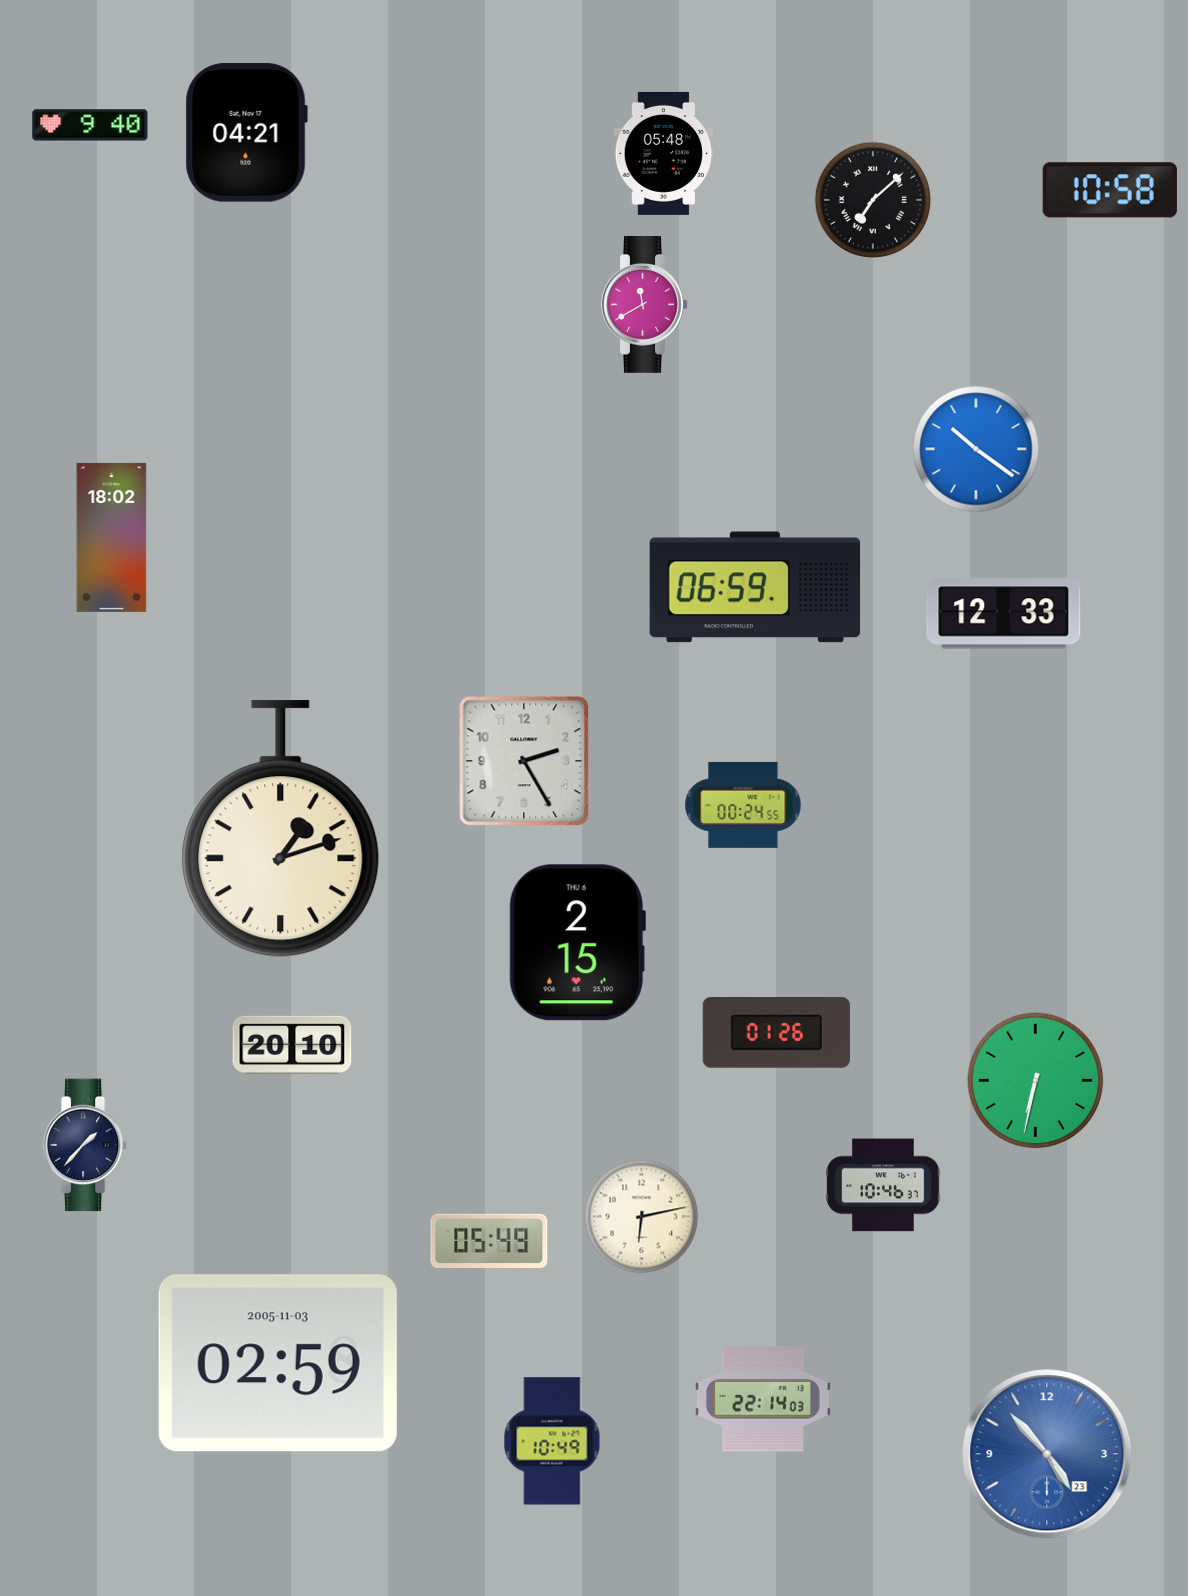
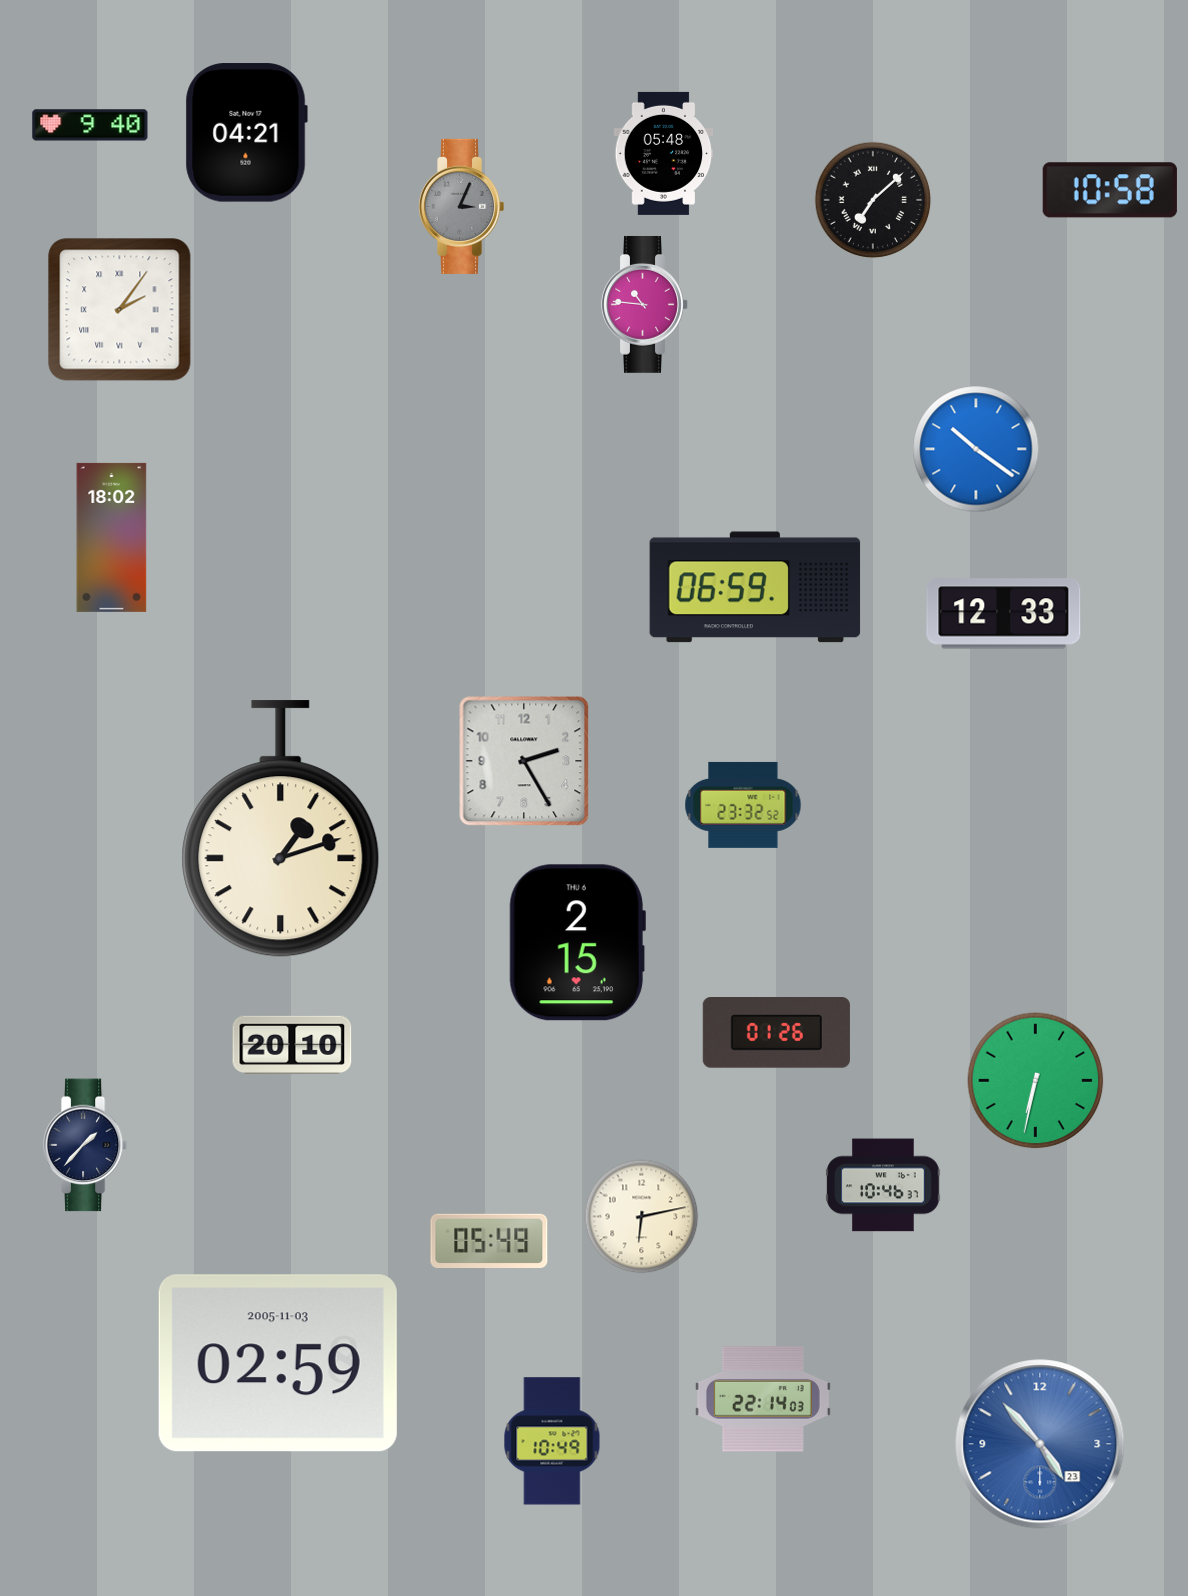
clock at (462, 206): none -> 3:04
clock at (645, 304): 11:40 -> 10:46
clock at (120, 310): none -> 2:06
clock at (743, 805): 00:24 -> 23:32
clock at (1047, 1454) position: (1047, 1454) -> (1040, 1444)
